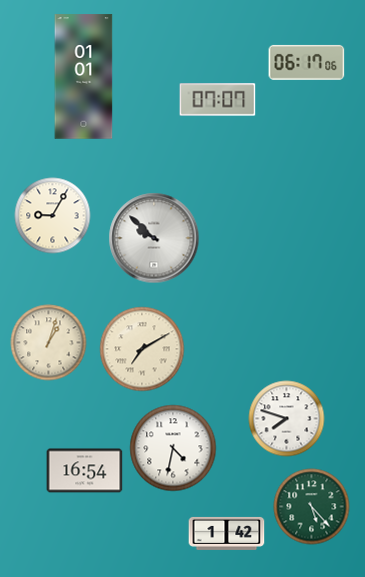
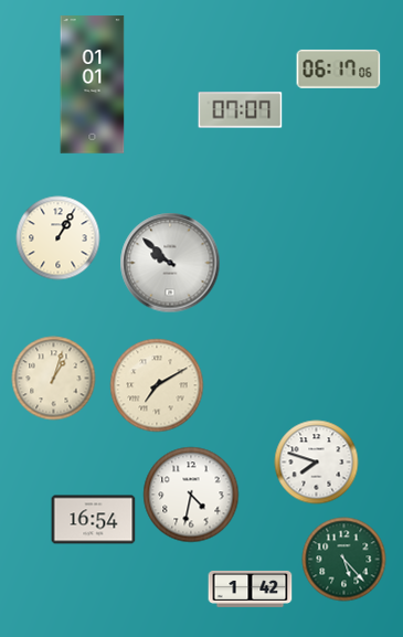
clock at (53, 216): 9:05 -> 1:05
